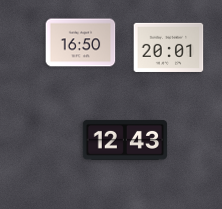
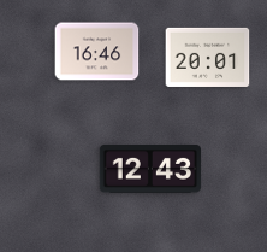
clock at (81, 43): 16:50 -> 16:46
clock at (169, 47) position: (169, 47) -> (208, 57)
